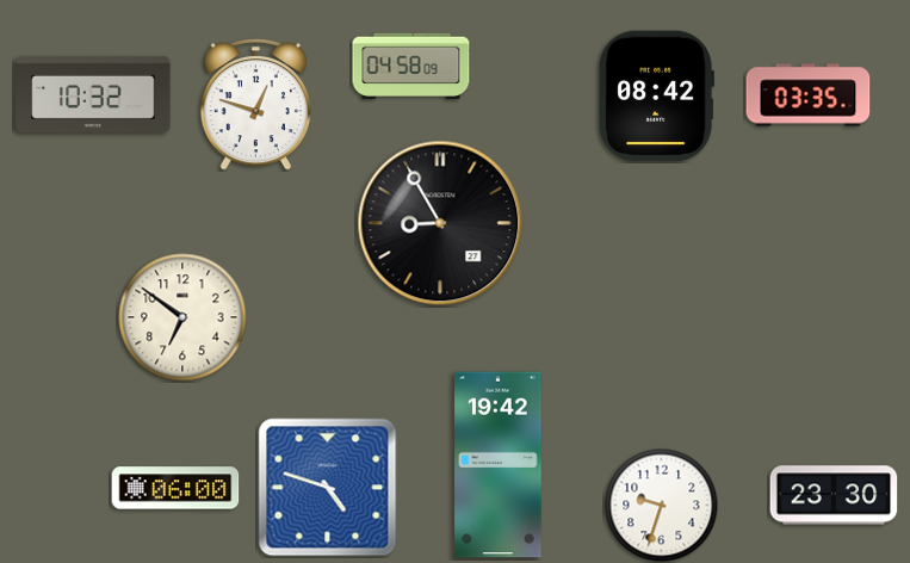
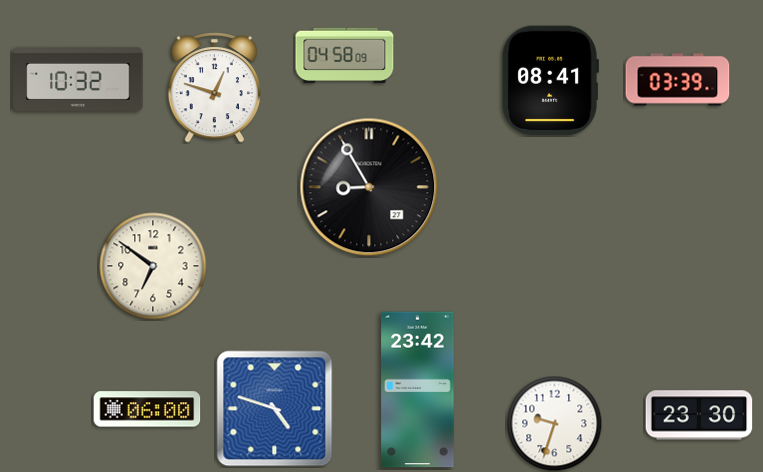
clock at (809, 95): 03:35 -> 03:39
clock at (656, 97): 08:42 -> 08:41
clock at (499, 465): 19:42 -> 23:42
